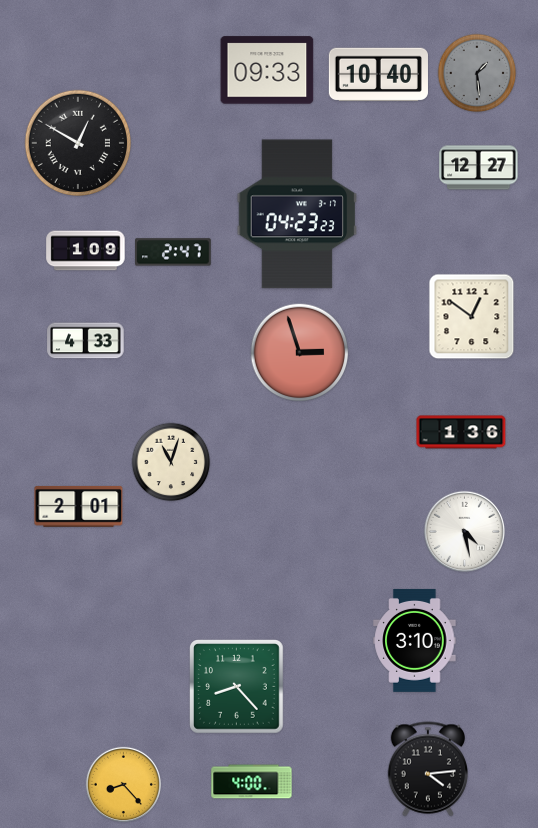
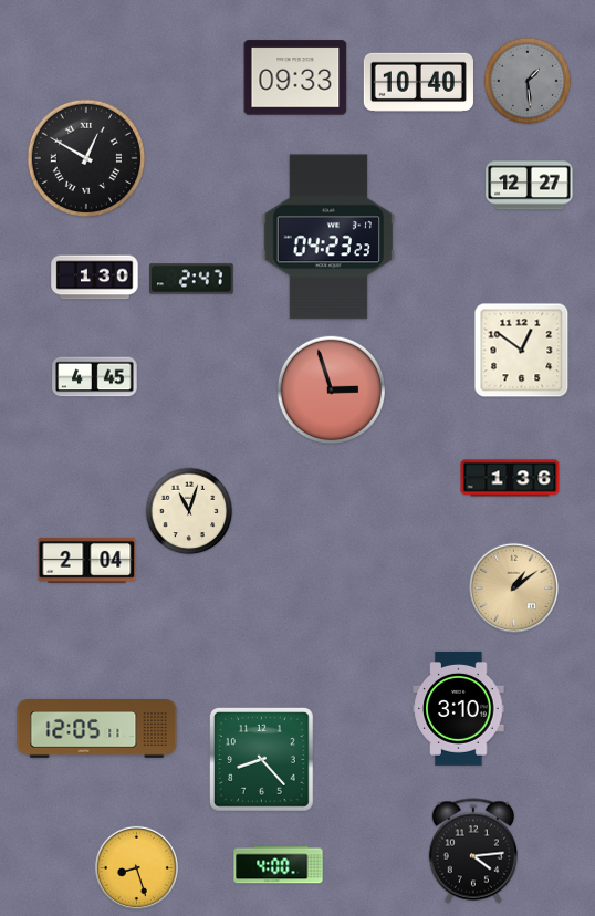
clock at (86, 251): 1:09 -> 1:30
clock at (86, 341): 4:33 -> 4:45
clock at (79, 506): 2:01 -> 2:04
clock at (465, 532): 4:28 -> 1:09
clock at (465, 532) dial: white -> champagne
clock at (97, 729): none -> 12:05
clock at (123, 784): 8:23 -> 8:27
